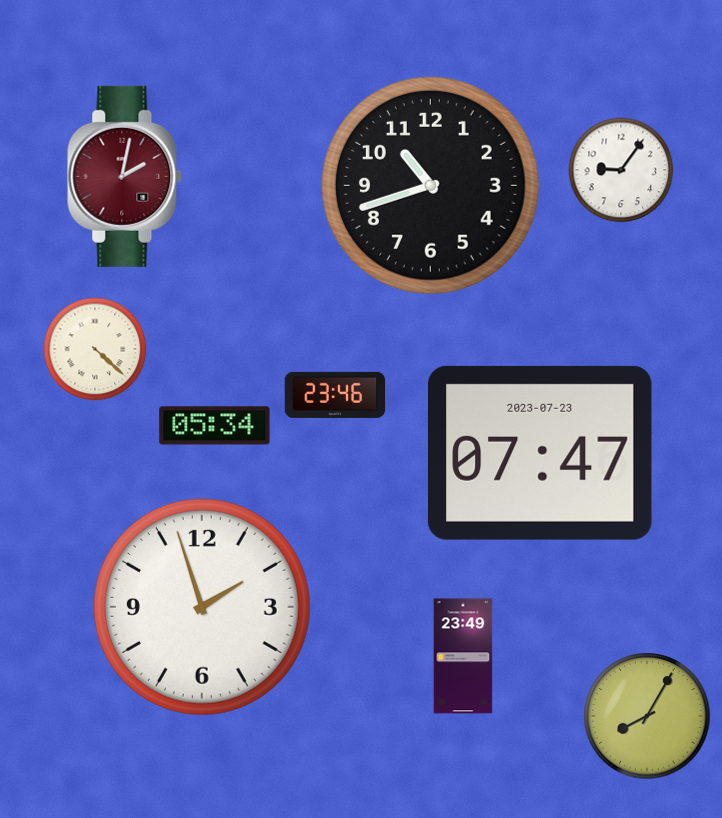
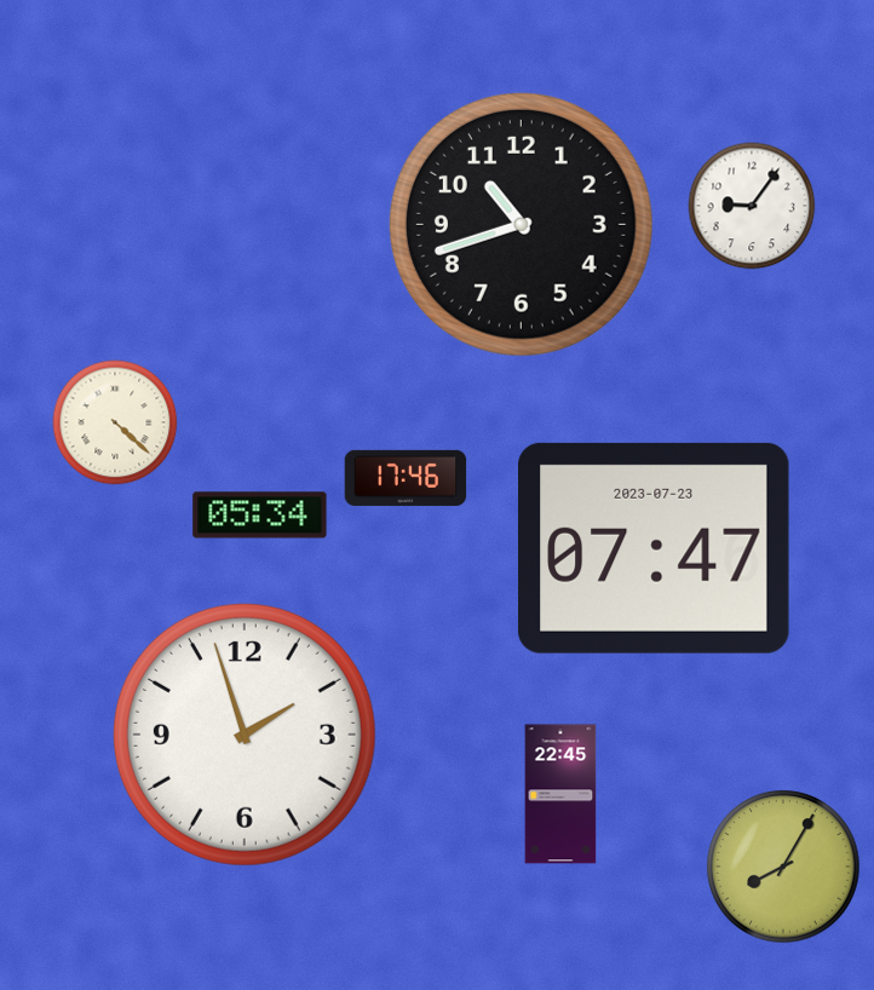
clock at (125, 176): 2:02 -> none
clock at (335, 395): 23:46 -> 17:46
clock at (463, 656): 23:49 -> 22:45
